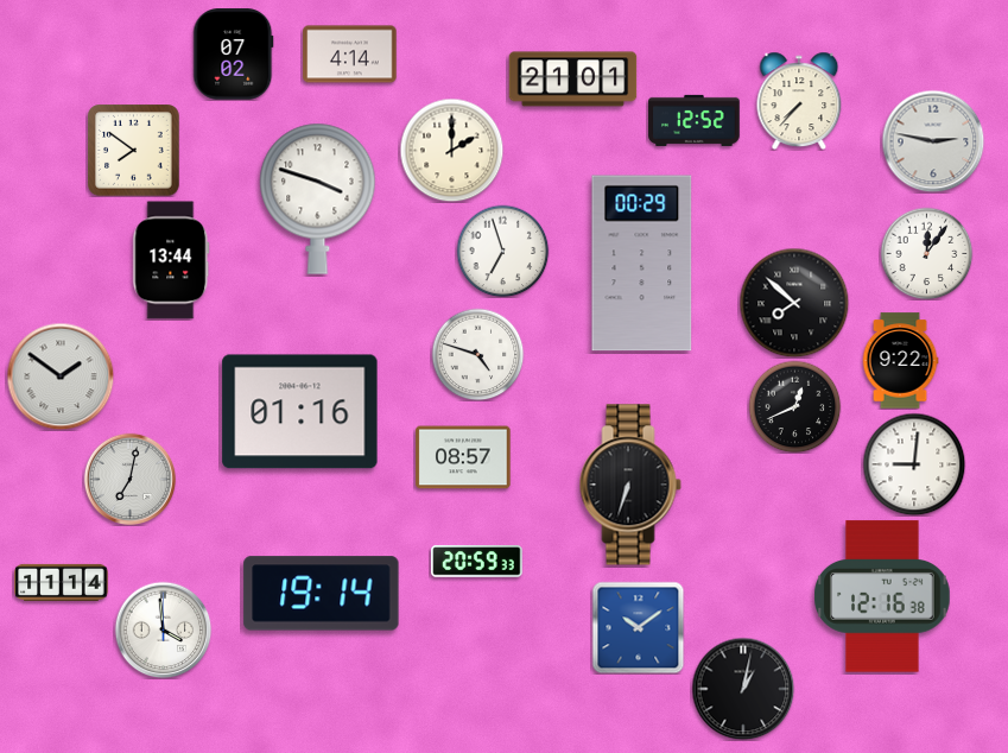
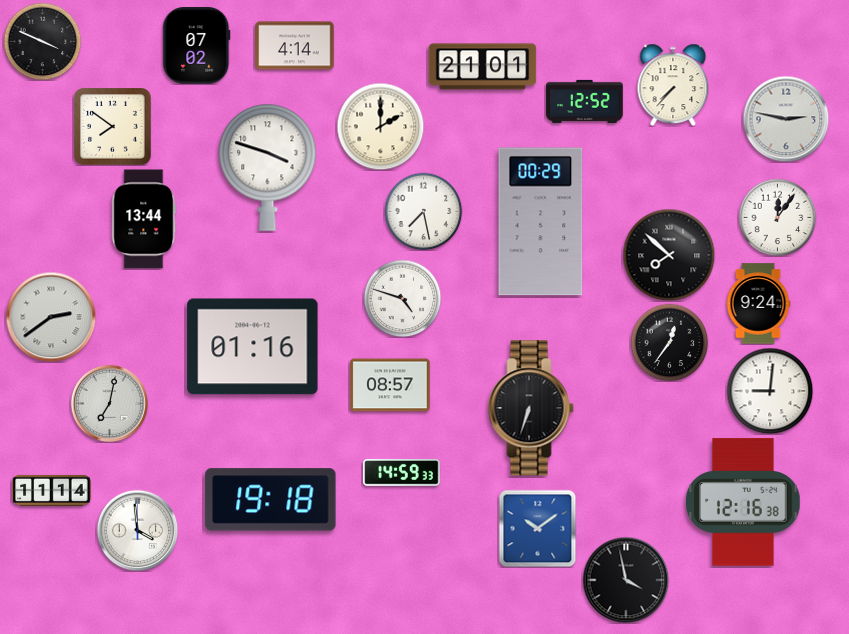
clock at (42, 41): none -> 3:49
clock at (502, 251): 6:57 -> 7:28
clock at (926, 253) position: (926, 253) -> (777, 217)
clock at (900, 361): 9:22 -> 9:24
clock at (61, 376): 1:51 -> 2:39
clock at (794, 406): 12:41 -> 12:36
clock at (477, 562): 20:59 -> 14:59
clock at (322, 594): 19:14 -> 19:18
clock at (743, 689): 1:02 -> 3:58
